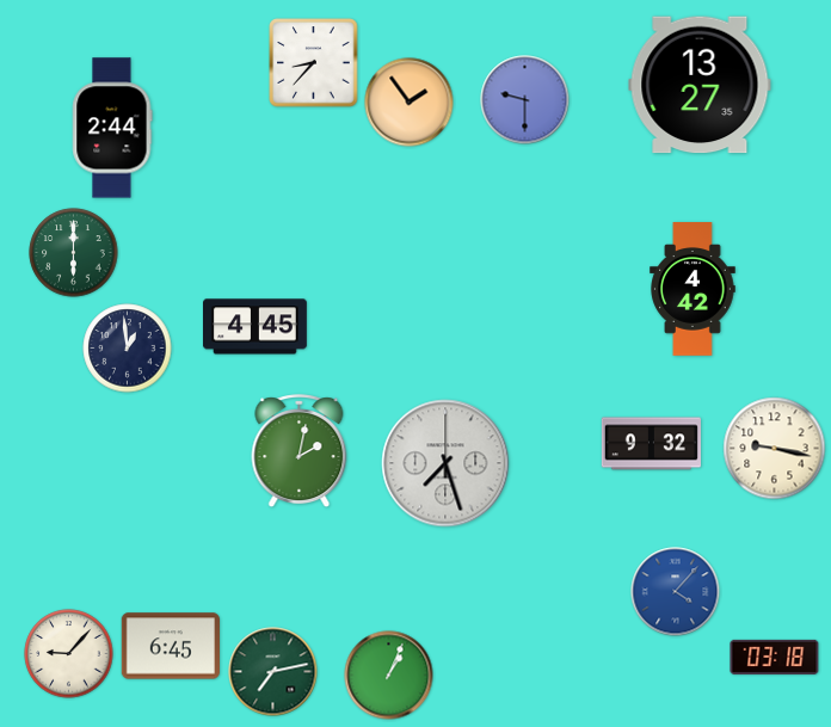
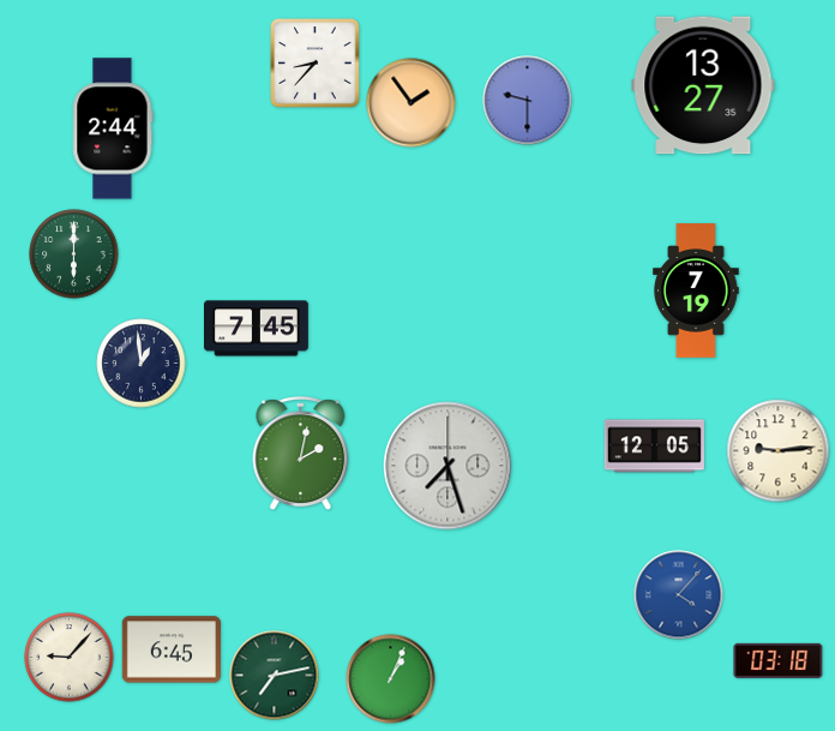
clock at (692, 289): 4:42 -> 7:19
clock at (256, 327): 4:45 -> 7:45
clock at (128, 349) position: (128, 349) -> (142, 364)
clock at (651, 444): 9:32 -> 12:05
clock at (775, 449): 9:17 -> 9:14
